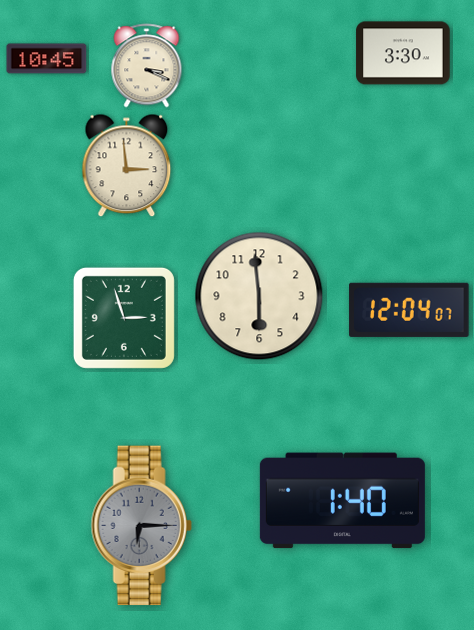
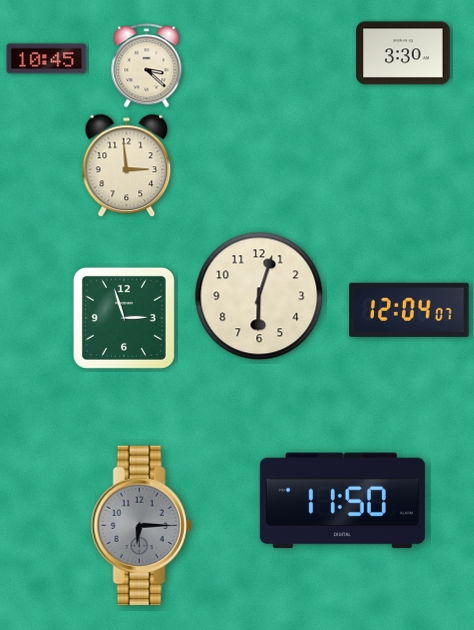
clock at (147, 66): 3:19 -> 3:22
clock at (259, 296): 5:59 -> 6:03
clock at (342, 501): 1:40 -> 11:50
